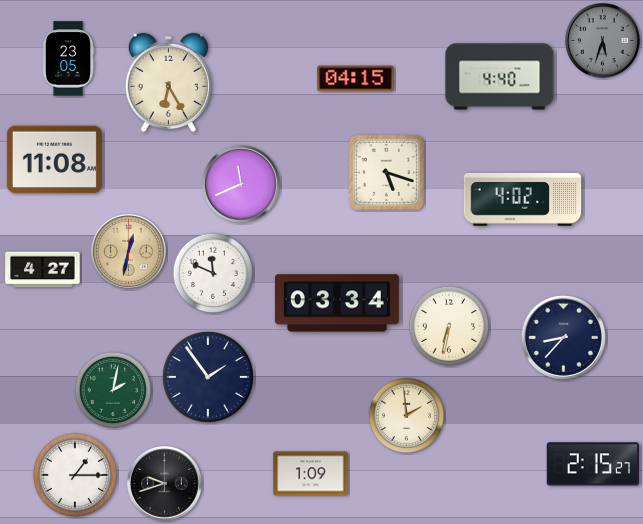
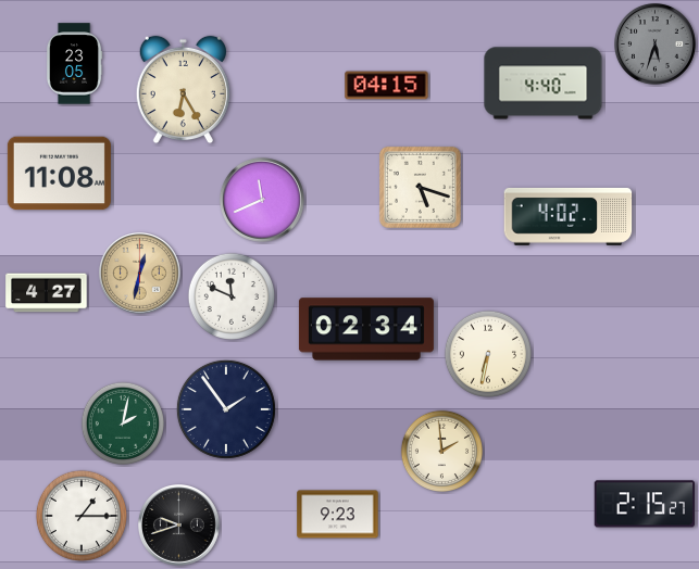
clock at (337, 303): 03:34 -> 02:34
clock at (563, 337): 8:37 -> none
clock at (311, 474): 1:09 -> 9:23
